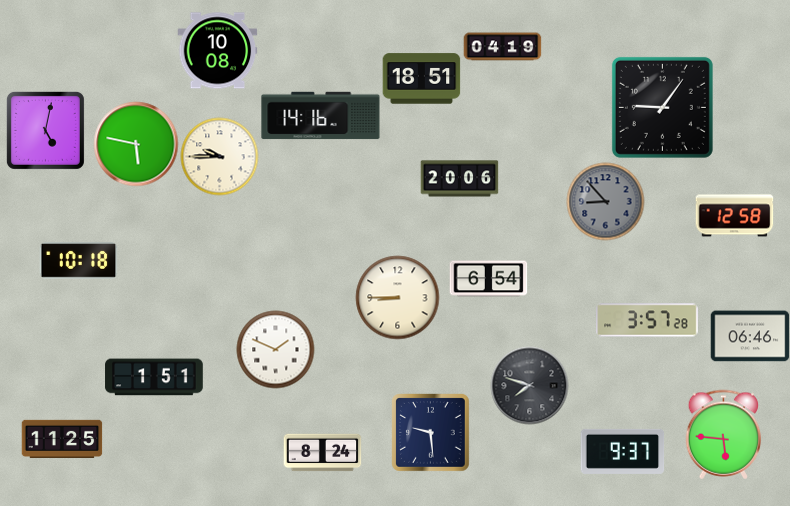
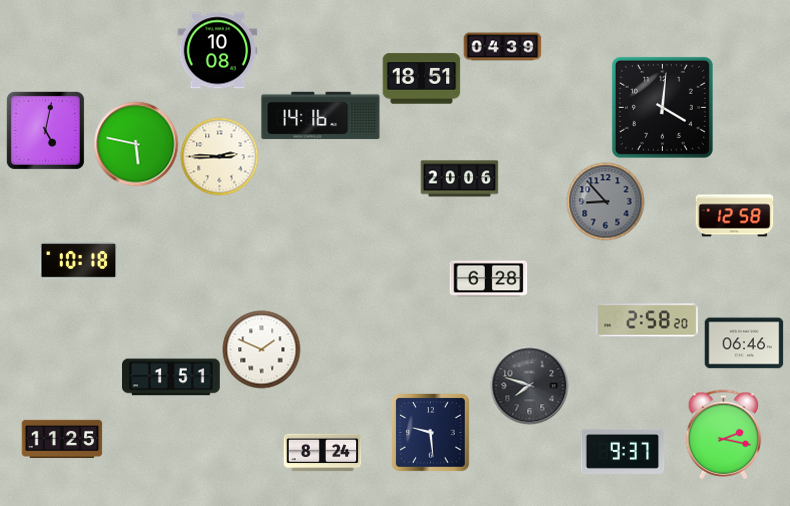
clock at (502, 47): 04:19 -> 04:39
clock at (662, 107): 9:06 -> 4:01
clock at (219, 156): 9:45 -> 2:45
clock at (488, 279): 6:54 -> 6:28
clock at (397, 297): 8:45 -> none
clock at (647, 320): 3:57 -> 2:58
clock at (750, 336) position: (750, 336) -> (744, 343)
clock at (275, 349) position: (275, 349) -> (261, 349)
clock at (154, 377) position: (154, 377) -> (171, 377)
clock at (724, 434): 5:46 -> 2:17
